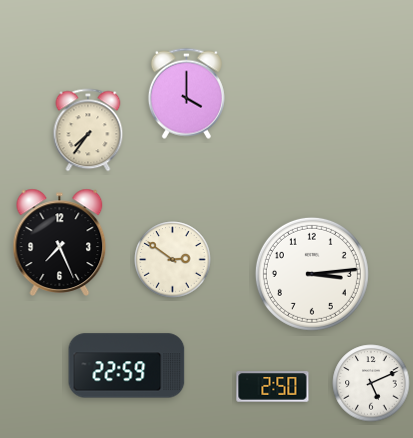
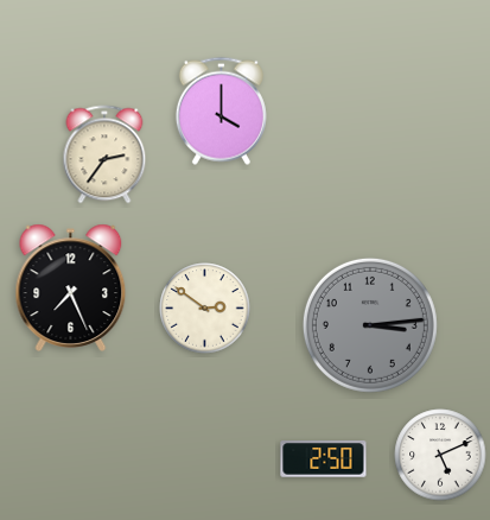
clock at (88, 130): 7:36 -> 2:36
clock at (312, 274) dial: white -> grey
clock at (127, 366): 22:59 -> none
